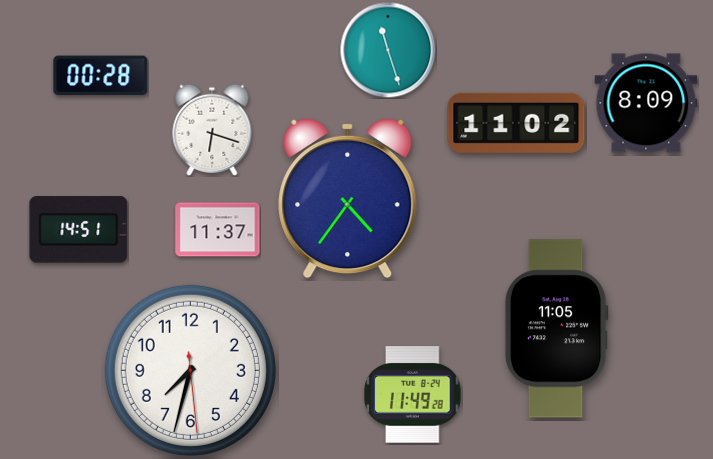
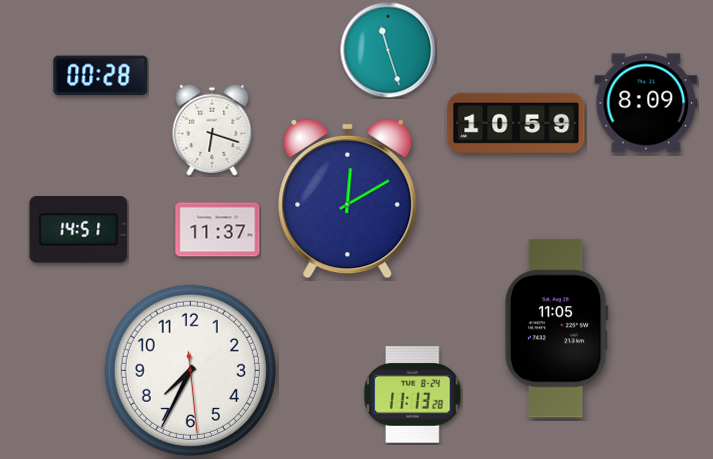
clock at (516, 123): 11:02 -> 10:59
clock at (348, 198): 4:36 -> 12:10
clock at (190, 370): 7:32 -> 7:34
clock at (413, 395): 11:49 -> 11:13
